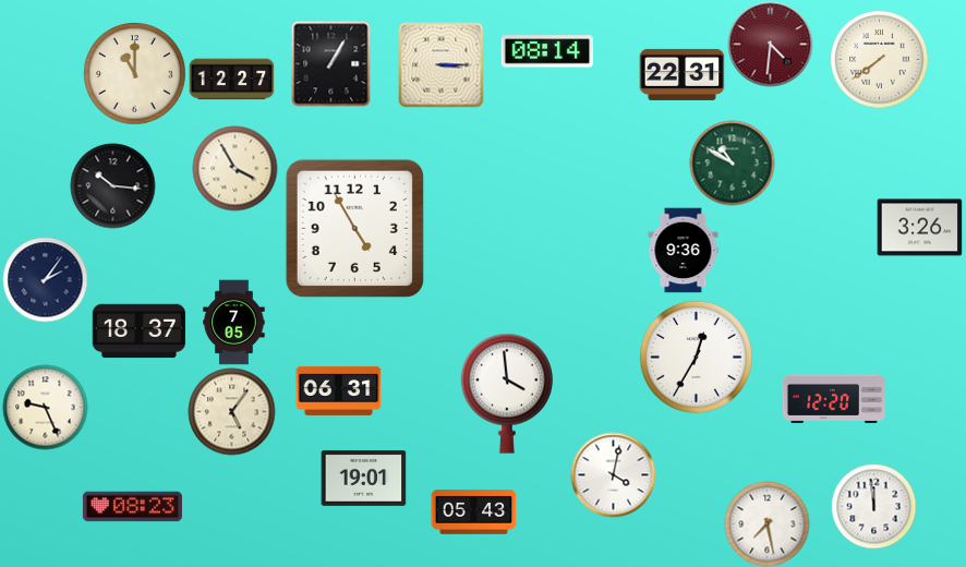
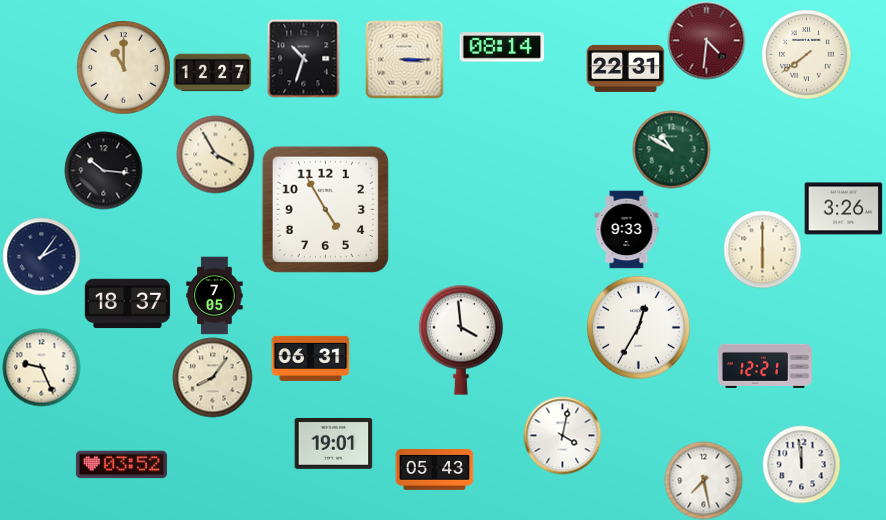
clock at (331, 63): 1:05 -> 10:33
clock at (684, 250): 9:36 -> 9:33
clock at (762, 249): none -> 6:00
clock at (507, 394) position: (507, 394) -> (461, 340)
clock at (834, 399): 12:20 -> 12:21
clock at (45, 407) position: (45, 407) -> (41, 367)
clock at (231, 411): 5:06 -> 8:06
clock at (363, 478) position: (363, 478) -> (333, 443)
clock at (132, 507): 08:23 -> 03:52
